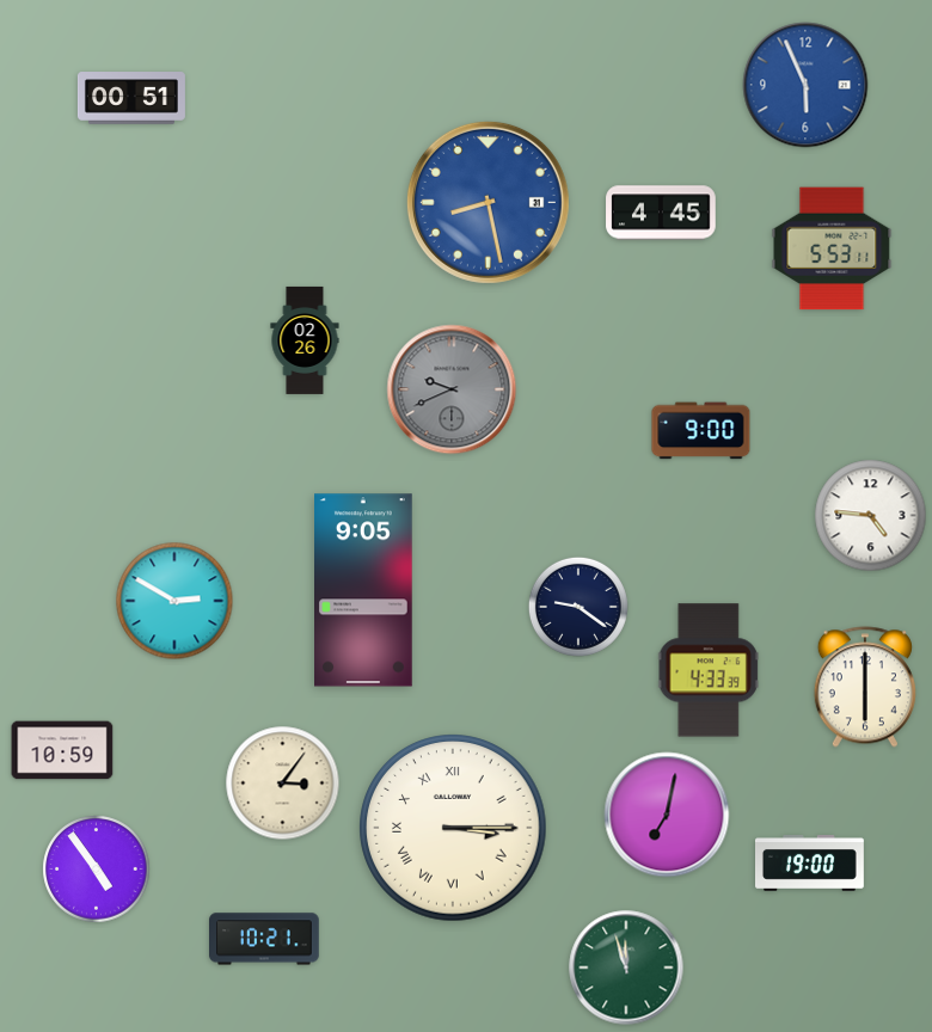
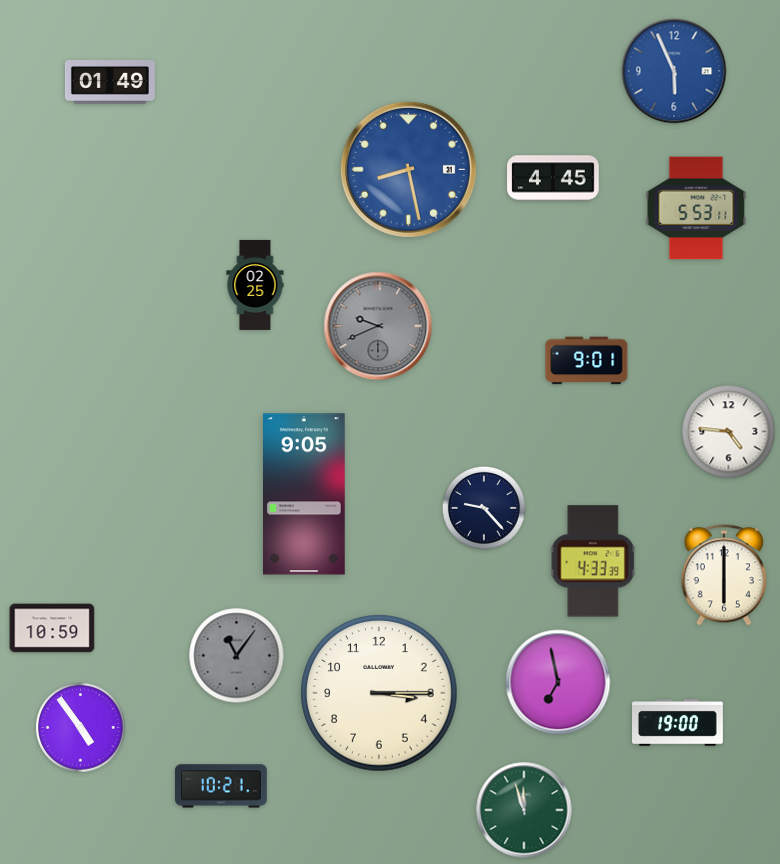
clock at (131, 98): 00:51 -> 01:49
clock at (305, 340): 02:26 -> 02:25
clock at (701, 431): 9:00 -> 9:01
clock at (174, 601): 2:50 -> none
clock at (578, 607): 9:21 -> 9:23
clock at (283, 784): 3:06 -> 11:06
clock at (283, 784) dial: cream -> grey
clock at (667, 815): 7:02 -> 6:58
clock at (453, 828) numerals: Roman -> Arabic
